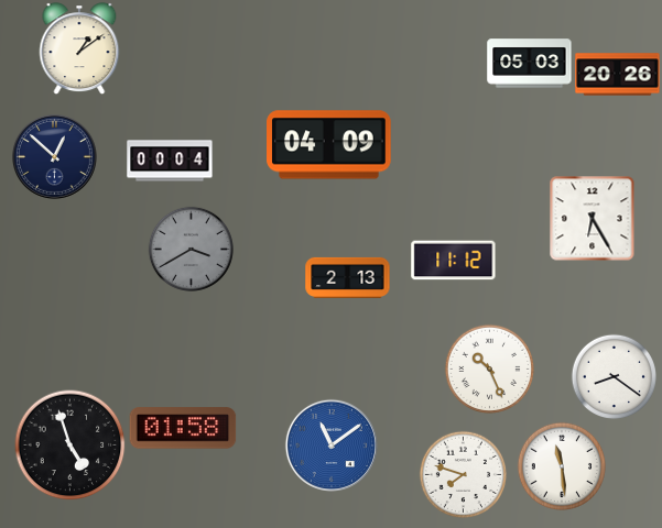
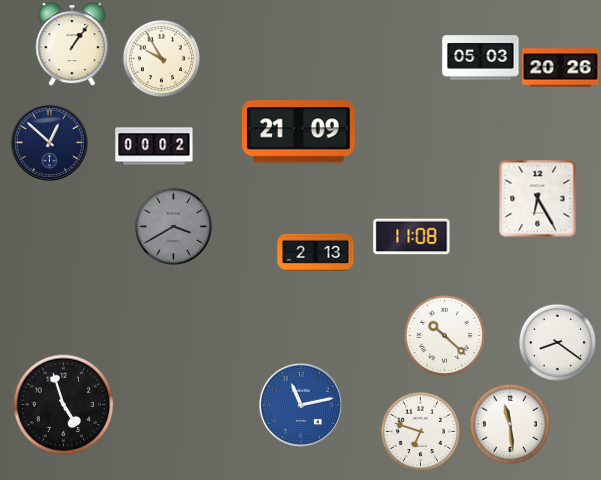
clock at (79, 48): 1:09 -> 1:06
clock at (161, 58): none -> 9:55
clock at (329, 145): 04:09 -> 21:09
clock at (170, 161): 00:04 -> 00:02
clock at (454, 261): 11:12 -> 11:08
clock at (489, 369): 10:26 -> 10:22
clock at (183, 428): 01:58 -> none
clock at (332, 446): 11:09 -> 11:13
clock at (463, 474): 7:48 -> 6:48
